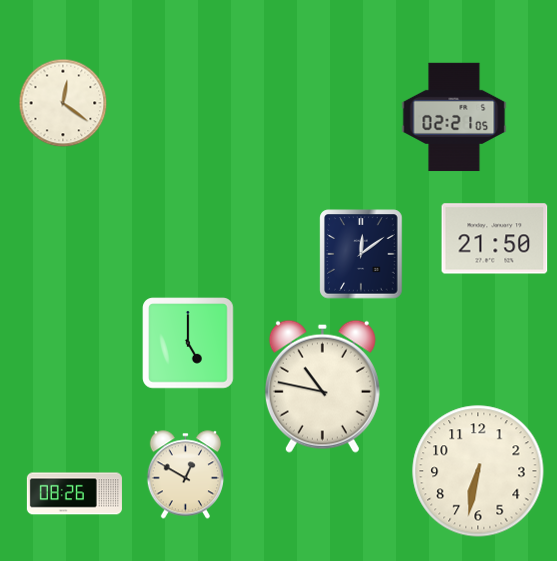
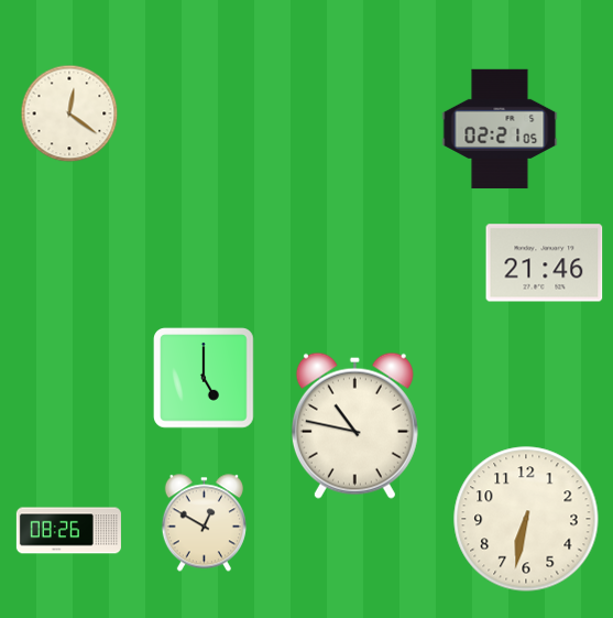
clock at (495, 239): 21:50 -> 21:46
clock at (361, 254): 12:09 -> none
clock at (188, 343) position: (188, 343) -> (204, 378)
clock at (74, 494) position: (74, 494) -> (68, 531)
